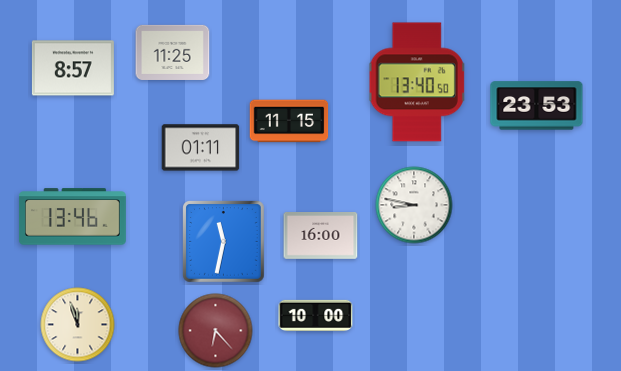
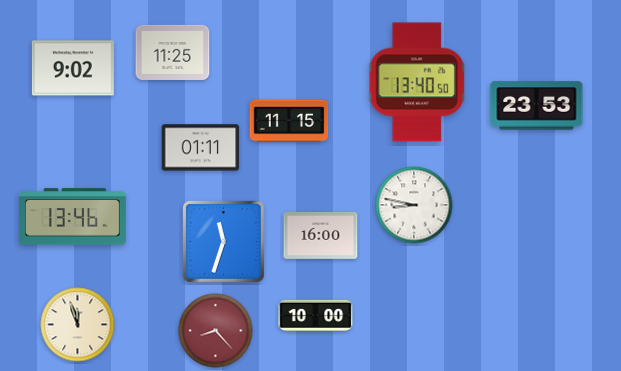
clock at (73, 68): 8:57 -> 9:02
clock at (224, 242): 11:32 -> 11:33
clock at (216, 331): 6:23 -> 8:23
